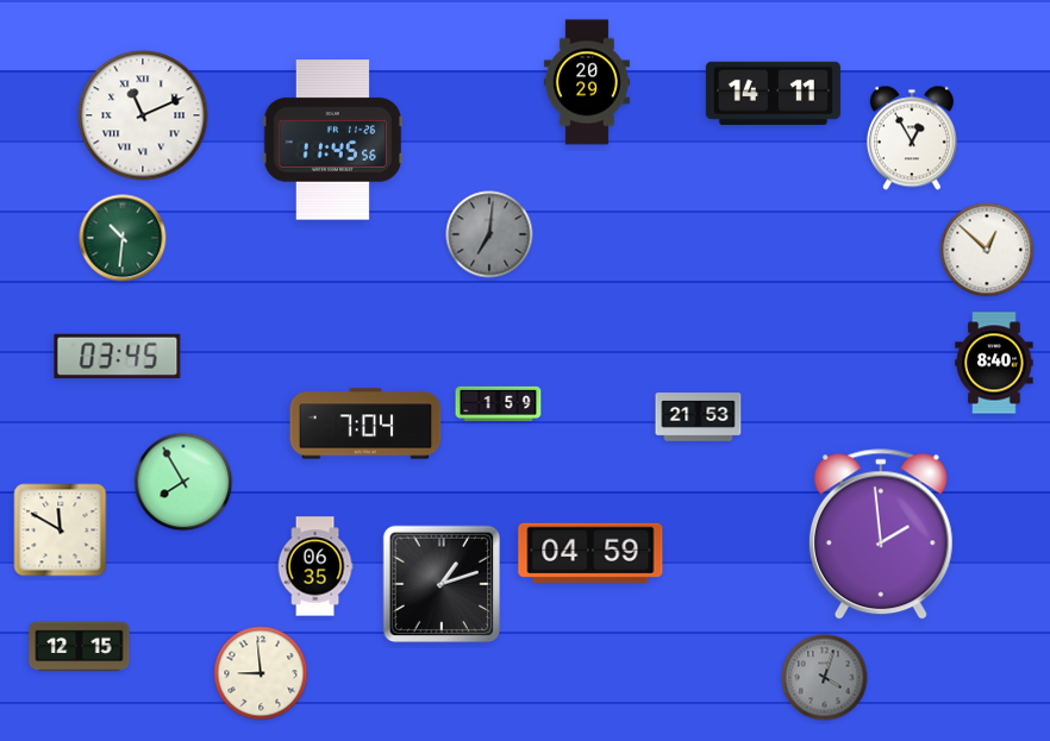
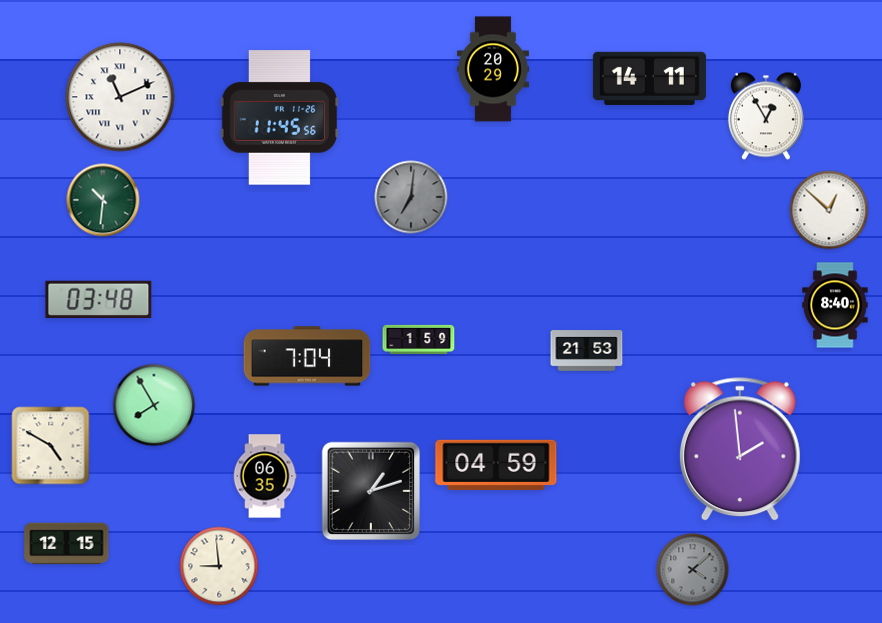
clock at (118, 356): 03:45 -> 03:48
clock at (61, 530): 11:50 -> 4:50
clock at (825, 678): 4:03 -> 4:08
